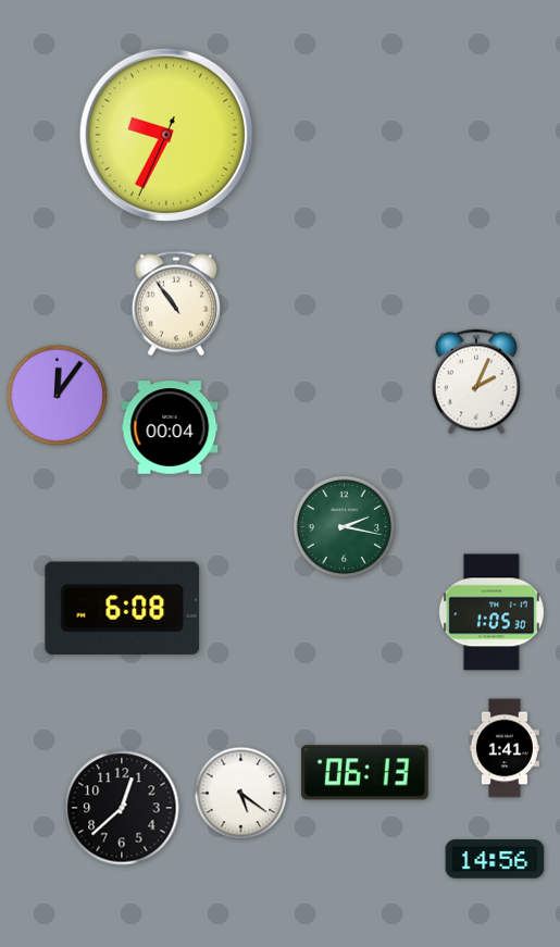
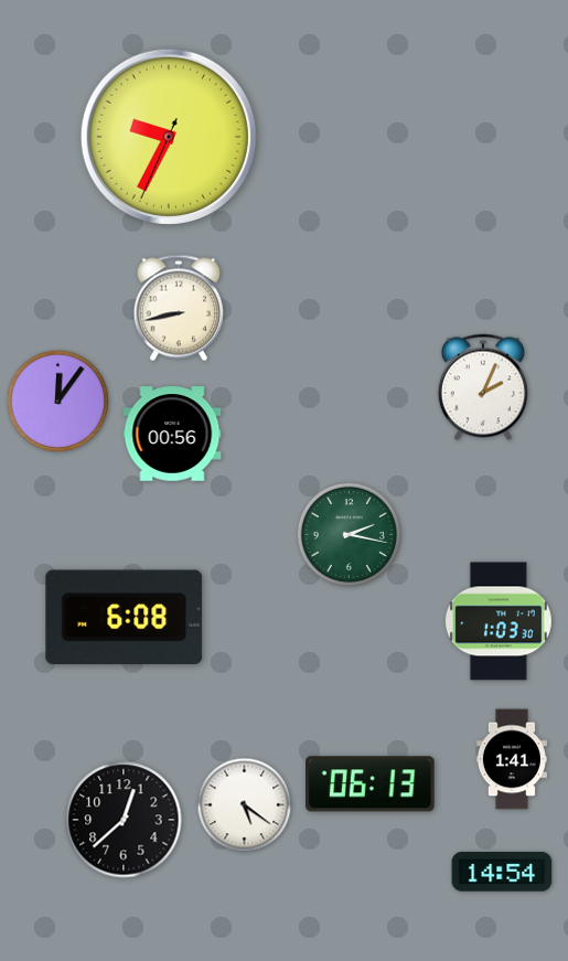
clock at (176, 303): 10:54 -> 8:43
clock at (170, 427): 00:04 -> 00:56
clock at (491, 612): 1:05 -> 1:03
clock at (495, 859): 14:56 -> 14:54
